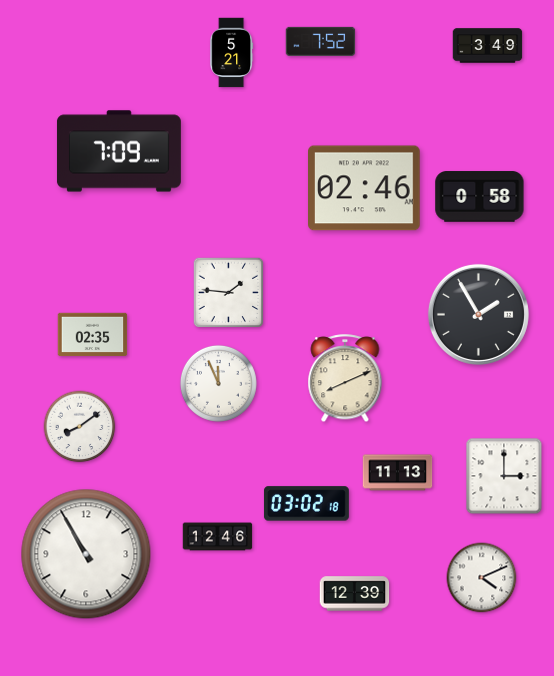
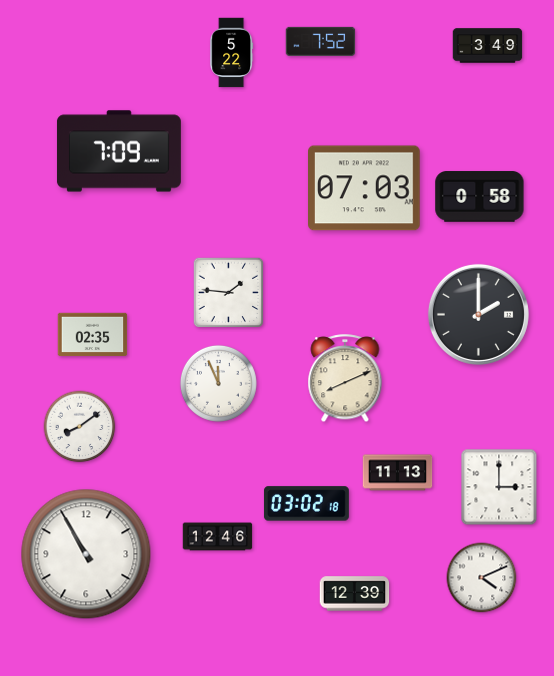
clock at (232, 53): 5:21 -> 5:22
clock at (365, 188): 02:46 -> 07:03
clock at (478, 314): 1:55 -> 2:00
clock at (504, 476) position: (504, 476) -> (499, 487)
